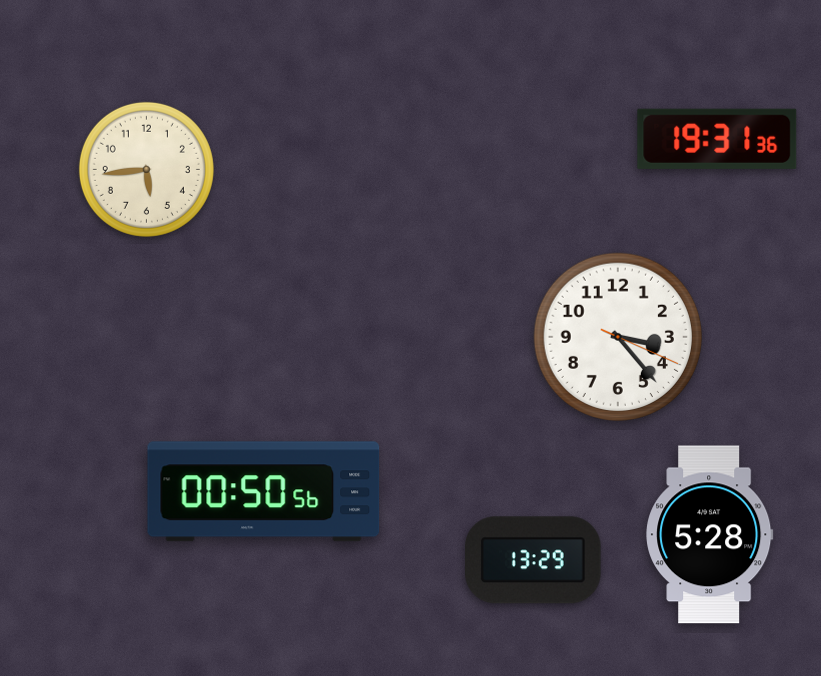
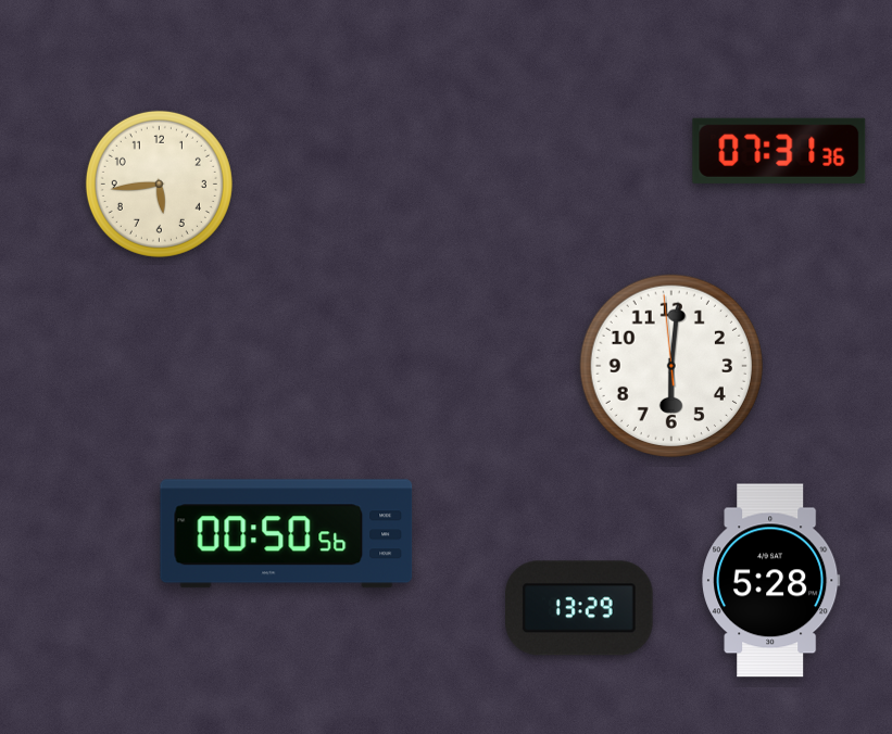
clock at (717, 139): 19:31 -> 07:31
clock at (617, 336): 3:23 -> 6:00
